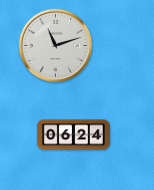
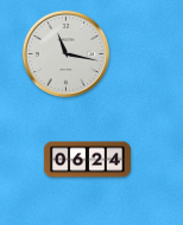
clock at (55, 45): 11:12 -> 11:17
